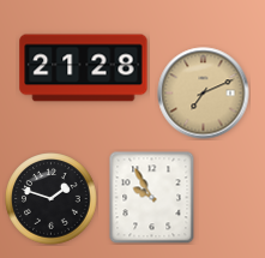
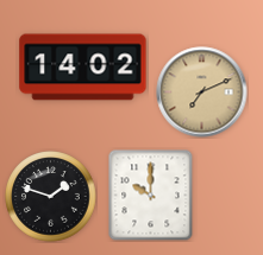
clock at (84, 68): 21:28 -> 14:02
clock at (152, 197): 9:55 -> 10:00
